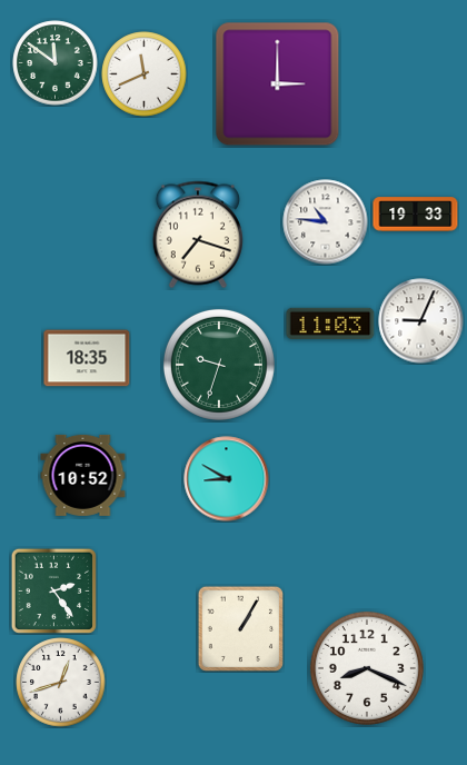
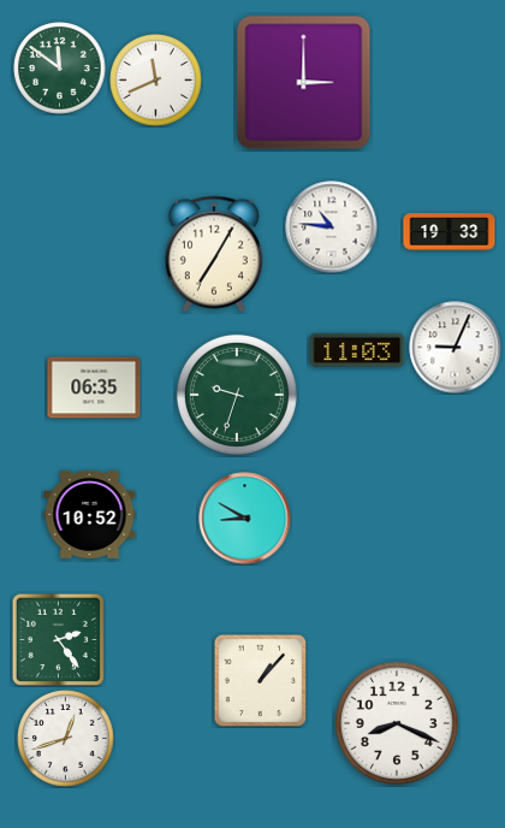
clock at (278, 85) position: (278, 85) -> (304, 83)
clock at (326, 222) position: (326, 222) -> (332, 227)
clock at (198, 235): 7:18 -> 7:05
clock at (87, 358): 18:35 -> 06:35
clock at (240, 628): 1:05 -> 1:07
